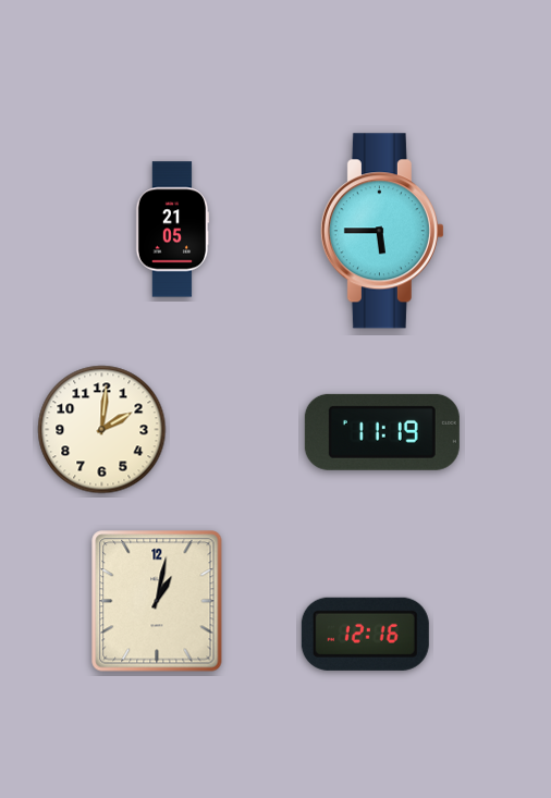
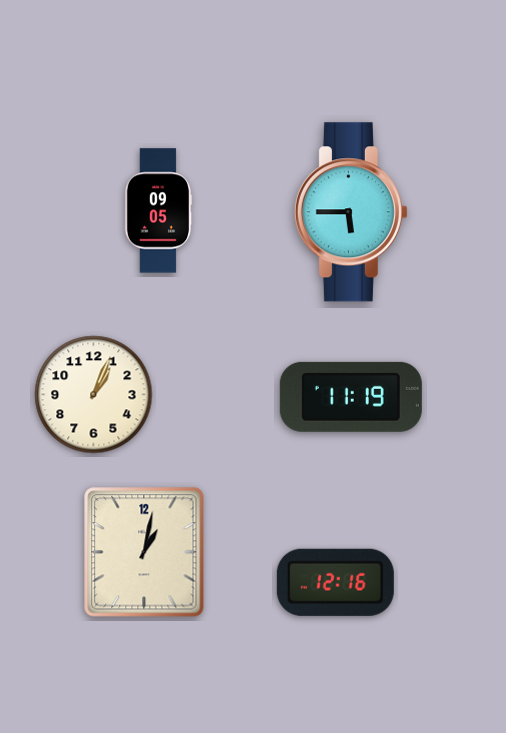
clock at (172, 230): 21:05 -> 09:05
clock at (102, 430): 2:01 -> 1:04
